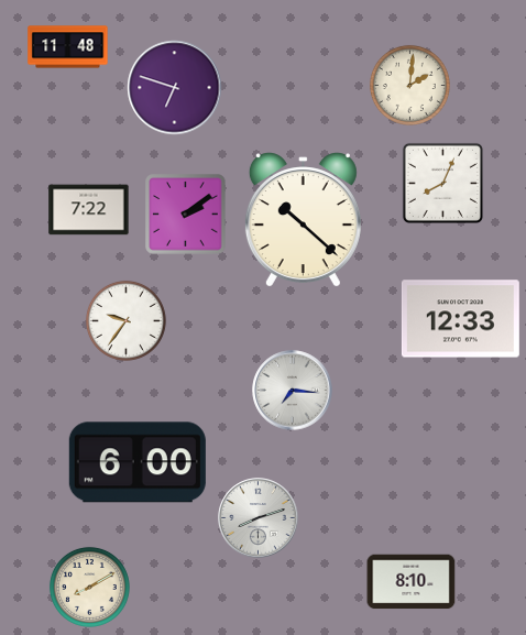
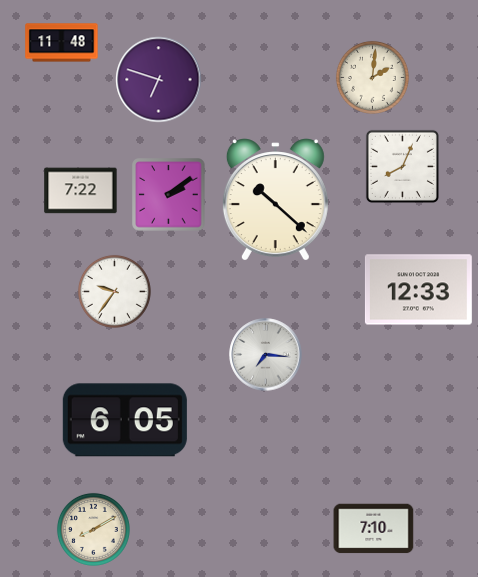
clock at (138, 462): 6:00 -> 6:05
clock at (259, 518): 8:12 -> none
clock at (412, 582): 8:10 -> 7:10
clock at (89, 587) position: (89, 587) -> (93, 529)
